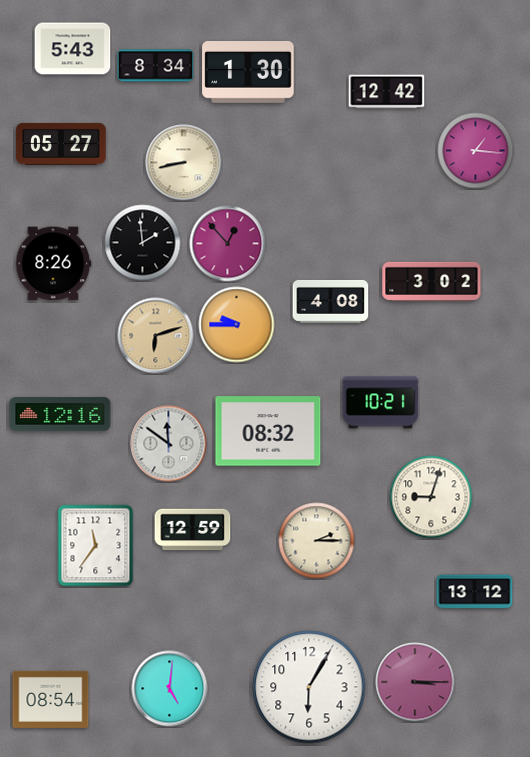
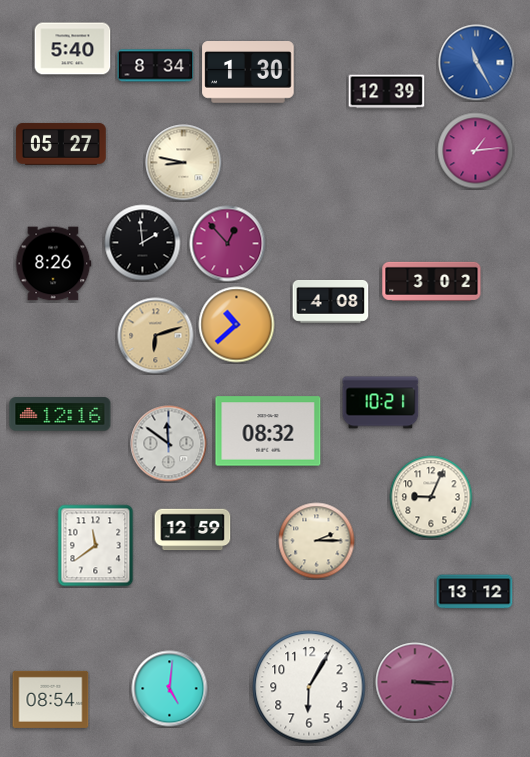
clock at (73, 49): 5:43 -> 5:40
clock at (477, 63): none -> 11:25
clock at (387, 92): 12:42 -> 12:39
clock at (476, 151): 1:16 -> 1:14
clock at (184, 163): 8:43 -> 8:47
clock at (237, 325): 9:45 -> 10:38
clock at (431, 497): 9:03 -> 9:04
clock at (96, 546): 11:36 -> 11:39
